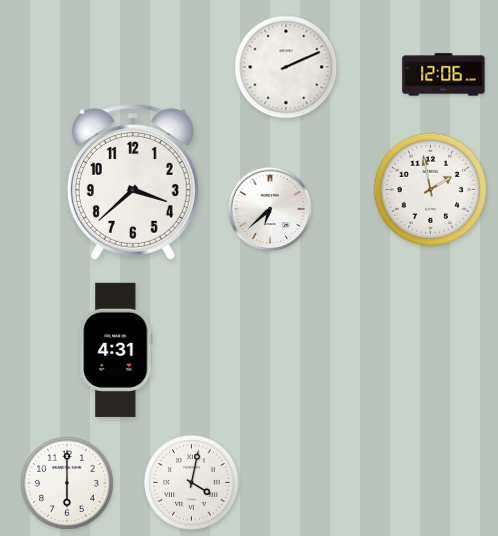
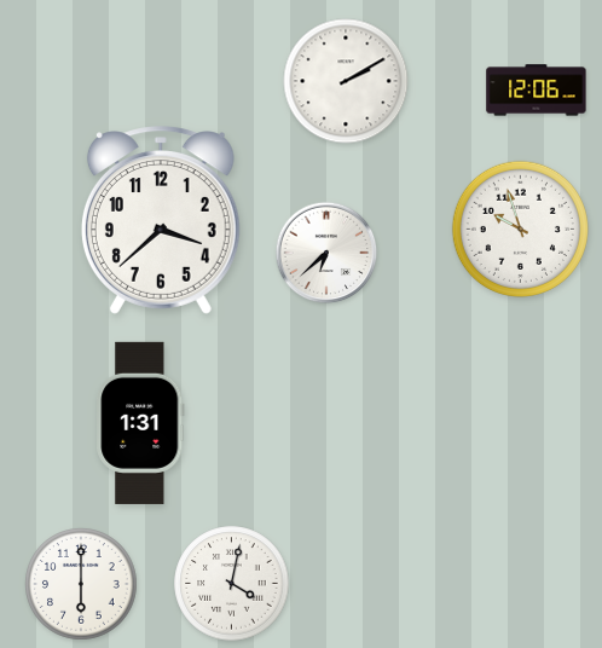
clock at (286, 67): 2:11 -> 2:10
clock at (430, 189): 1:58 -> 9:57
clock at (116, 350): 4:31 -> 1:31
